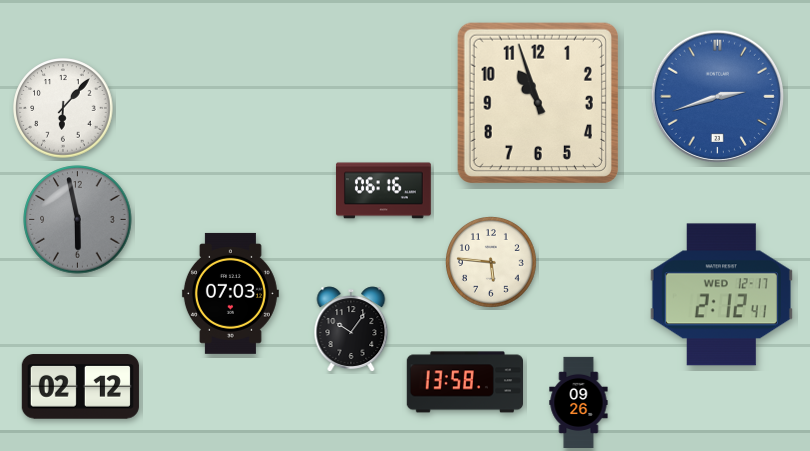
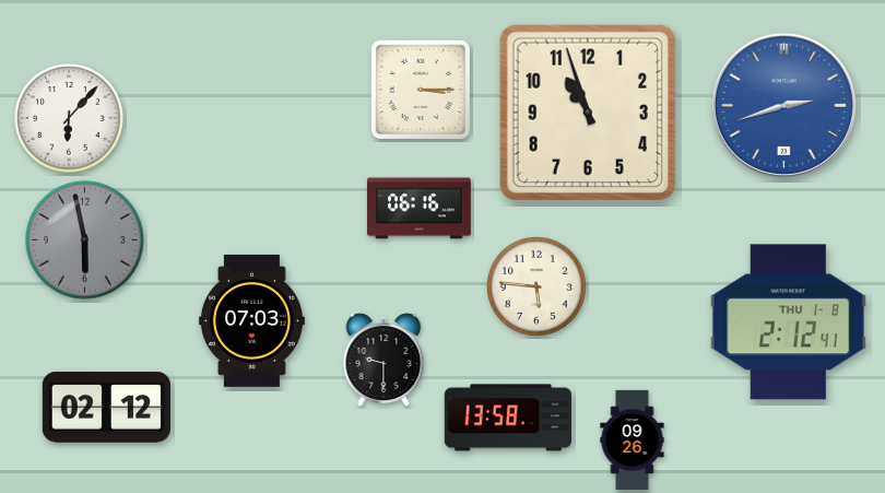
clock at (421, 90): none -> 3:15
clock at (721, 295) date: WED 12-17 -> THU 1-8
clock at (351, 329): 10:06 -> 9:30
clock at (80, 387) position: (80, 387) -> (106, 408)
